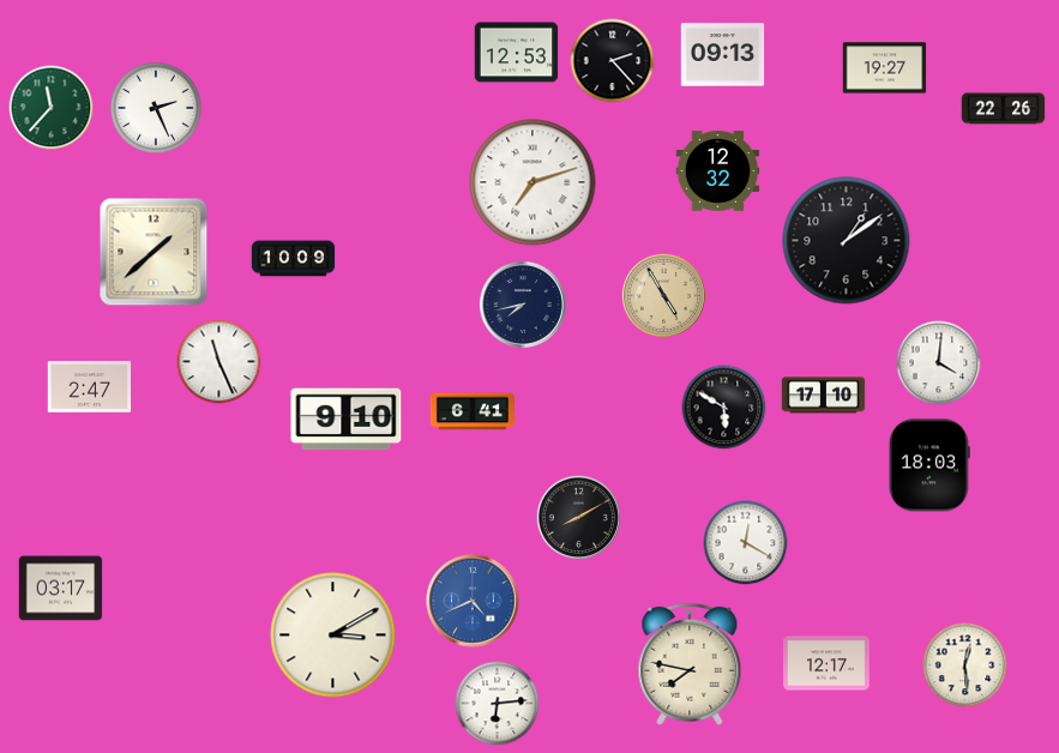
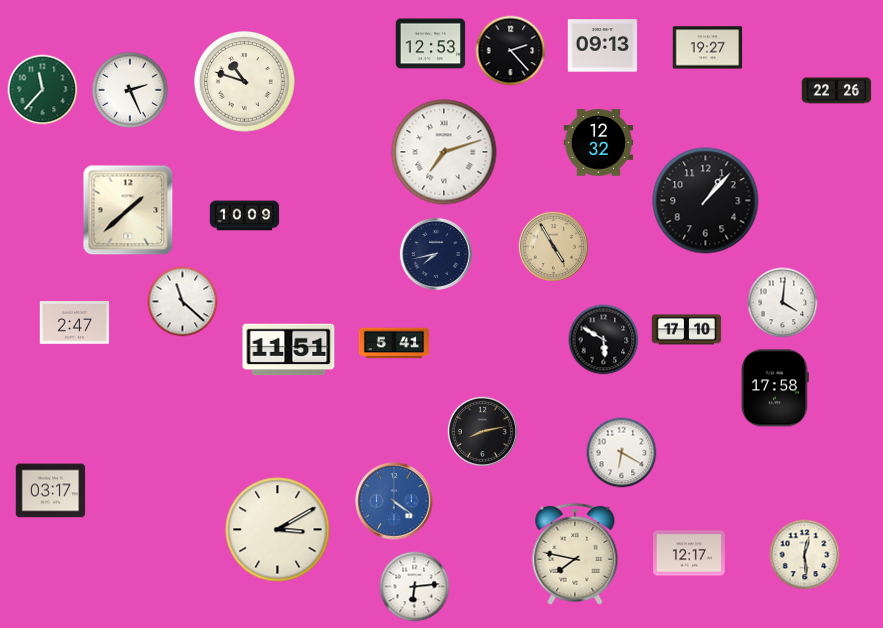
clock at (885, 68) position: (885, 68) -> (708, 48)
clock at (245, 82): none -> 10:48
clock at (847, 241): 1:09 -> 1:07
clock at (219, 362): 11:26 -> 11:22
clock at (471, 411): 6:41 -> 5:41
clock at (347, 420): 9:10 -> 11:51
clock at (929, 465): 18:03 -> 17:58
clock at (578, 517): 8:10 -> 8:13
clock at (746, 543): 12:20 -> 6:20
clock at (473, 601): 4:41 -> 4:21
